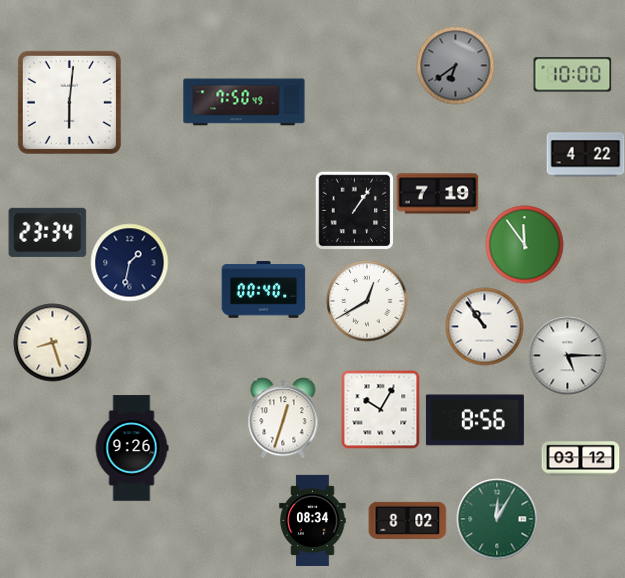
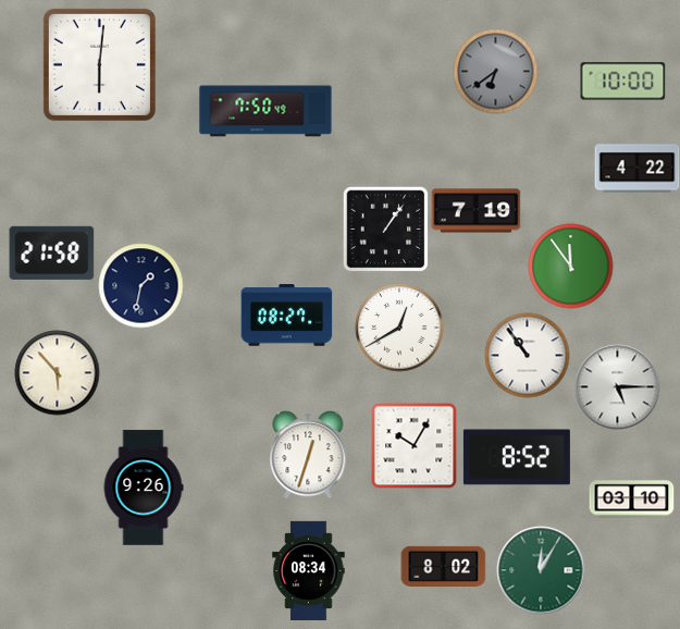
clock at (69, 102) position: (69, 102) -> (99, 64)
clock at (47, 232): 23:34 -> 21:58
clock at (263, 290): 00:40 -> 08:27
clock at (52, 342): 8:27 -> 5:53
clock at (475, 420): 8:56 -> 8:52
clock at (580, 459): 03:12 -> 03:10
clock at (497, 519) position: (497, 519) -> (541, 570)
clock at (313, 520) position: (313, 520) -> (309, 570)
